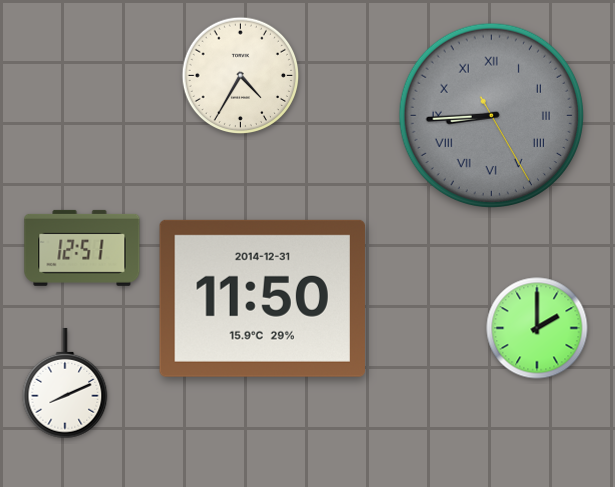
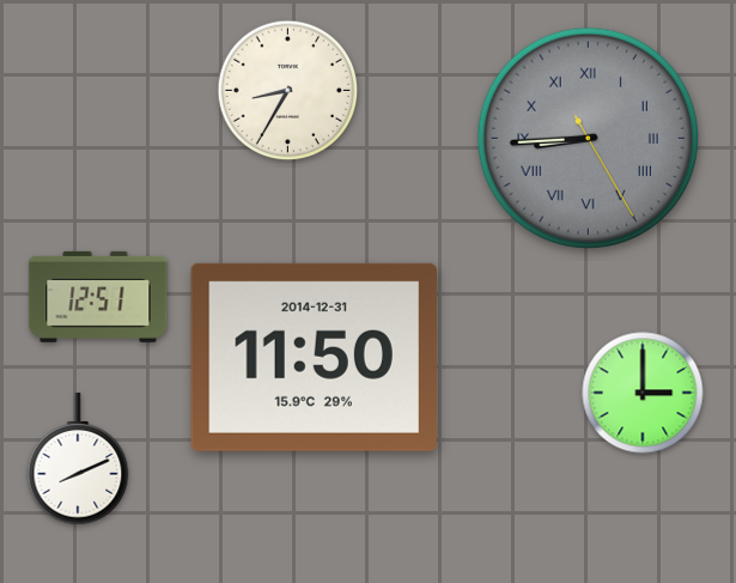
clock at (241, 76): 4:35 -> 8:35
clock at (537, 328): 2:00 -> 3:00
